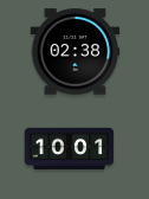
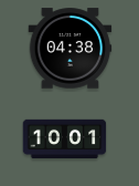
clock at (76, 52): 02:38 -> 04:38
